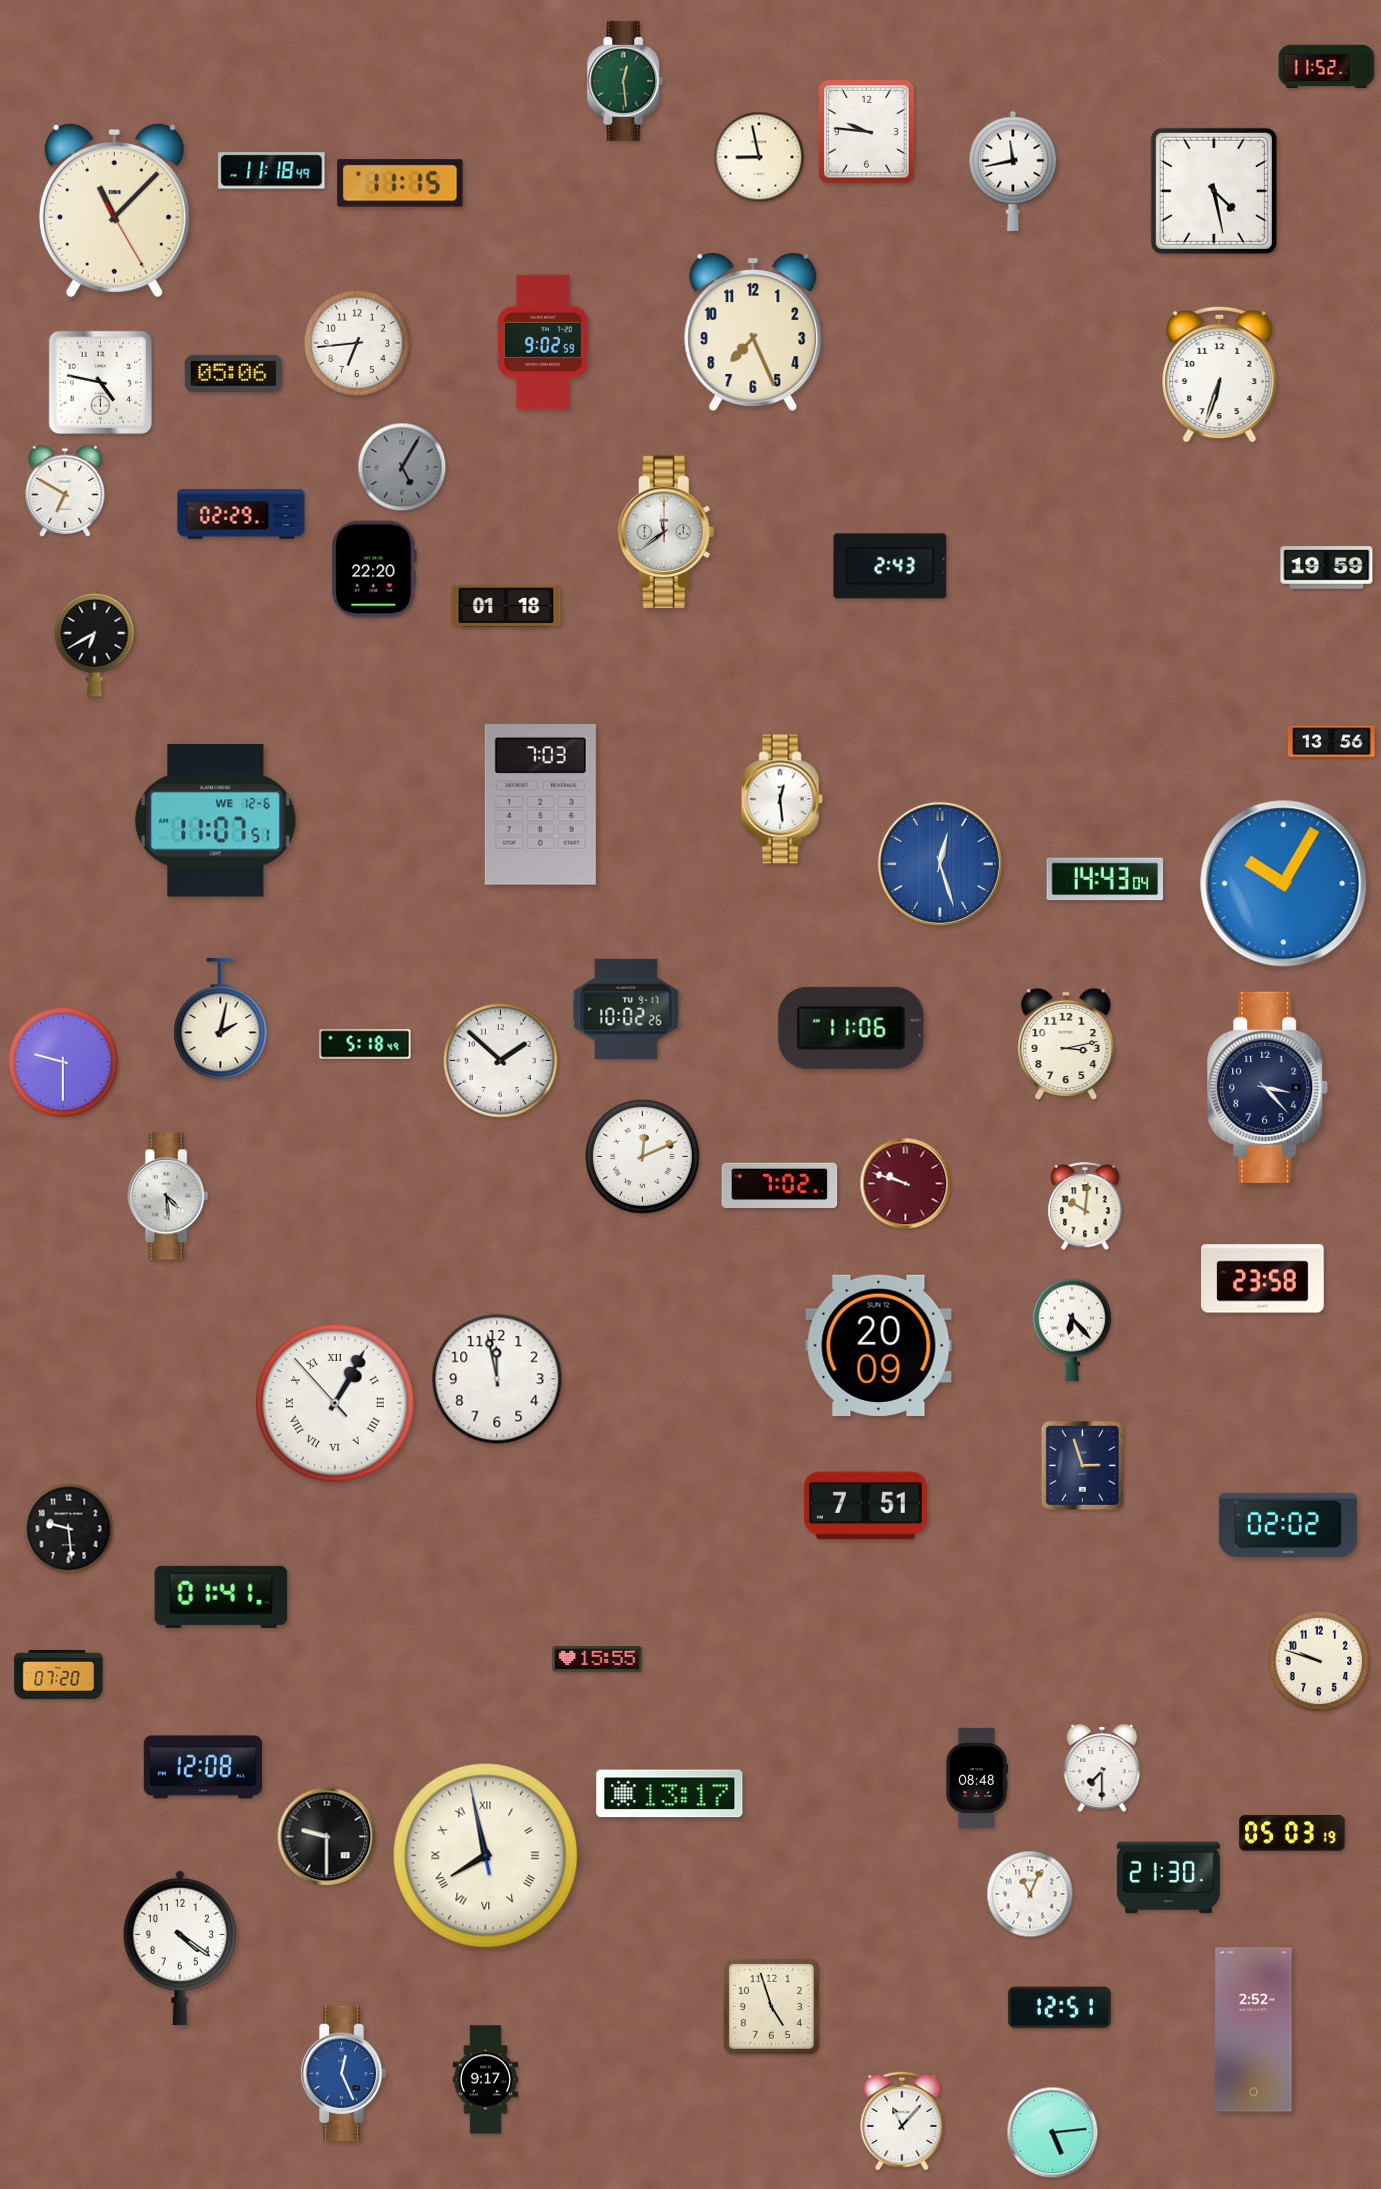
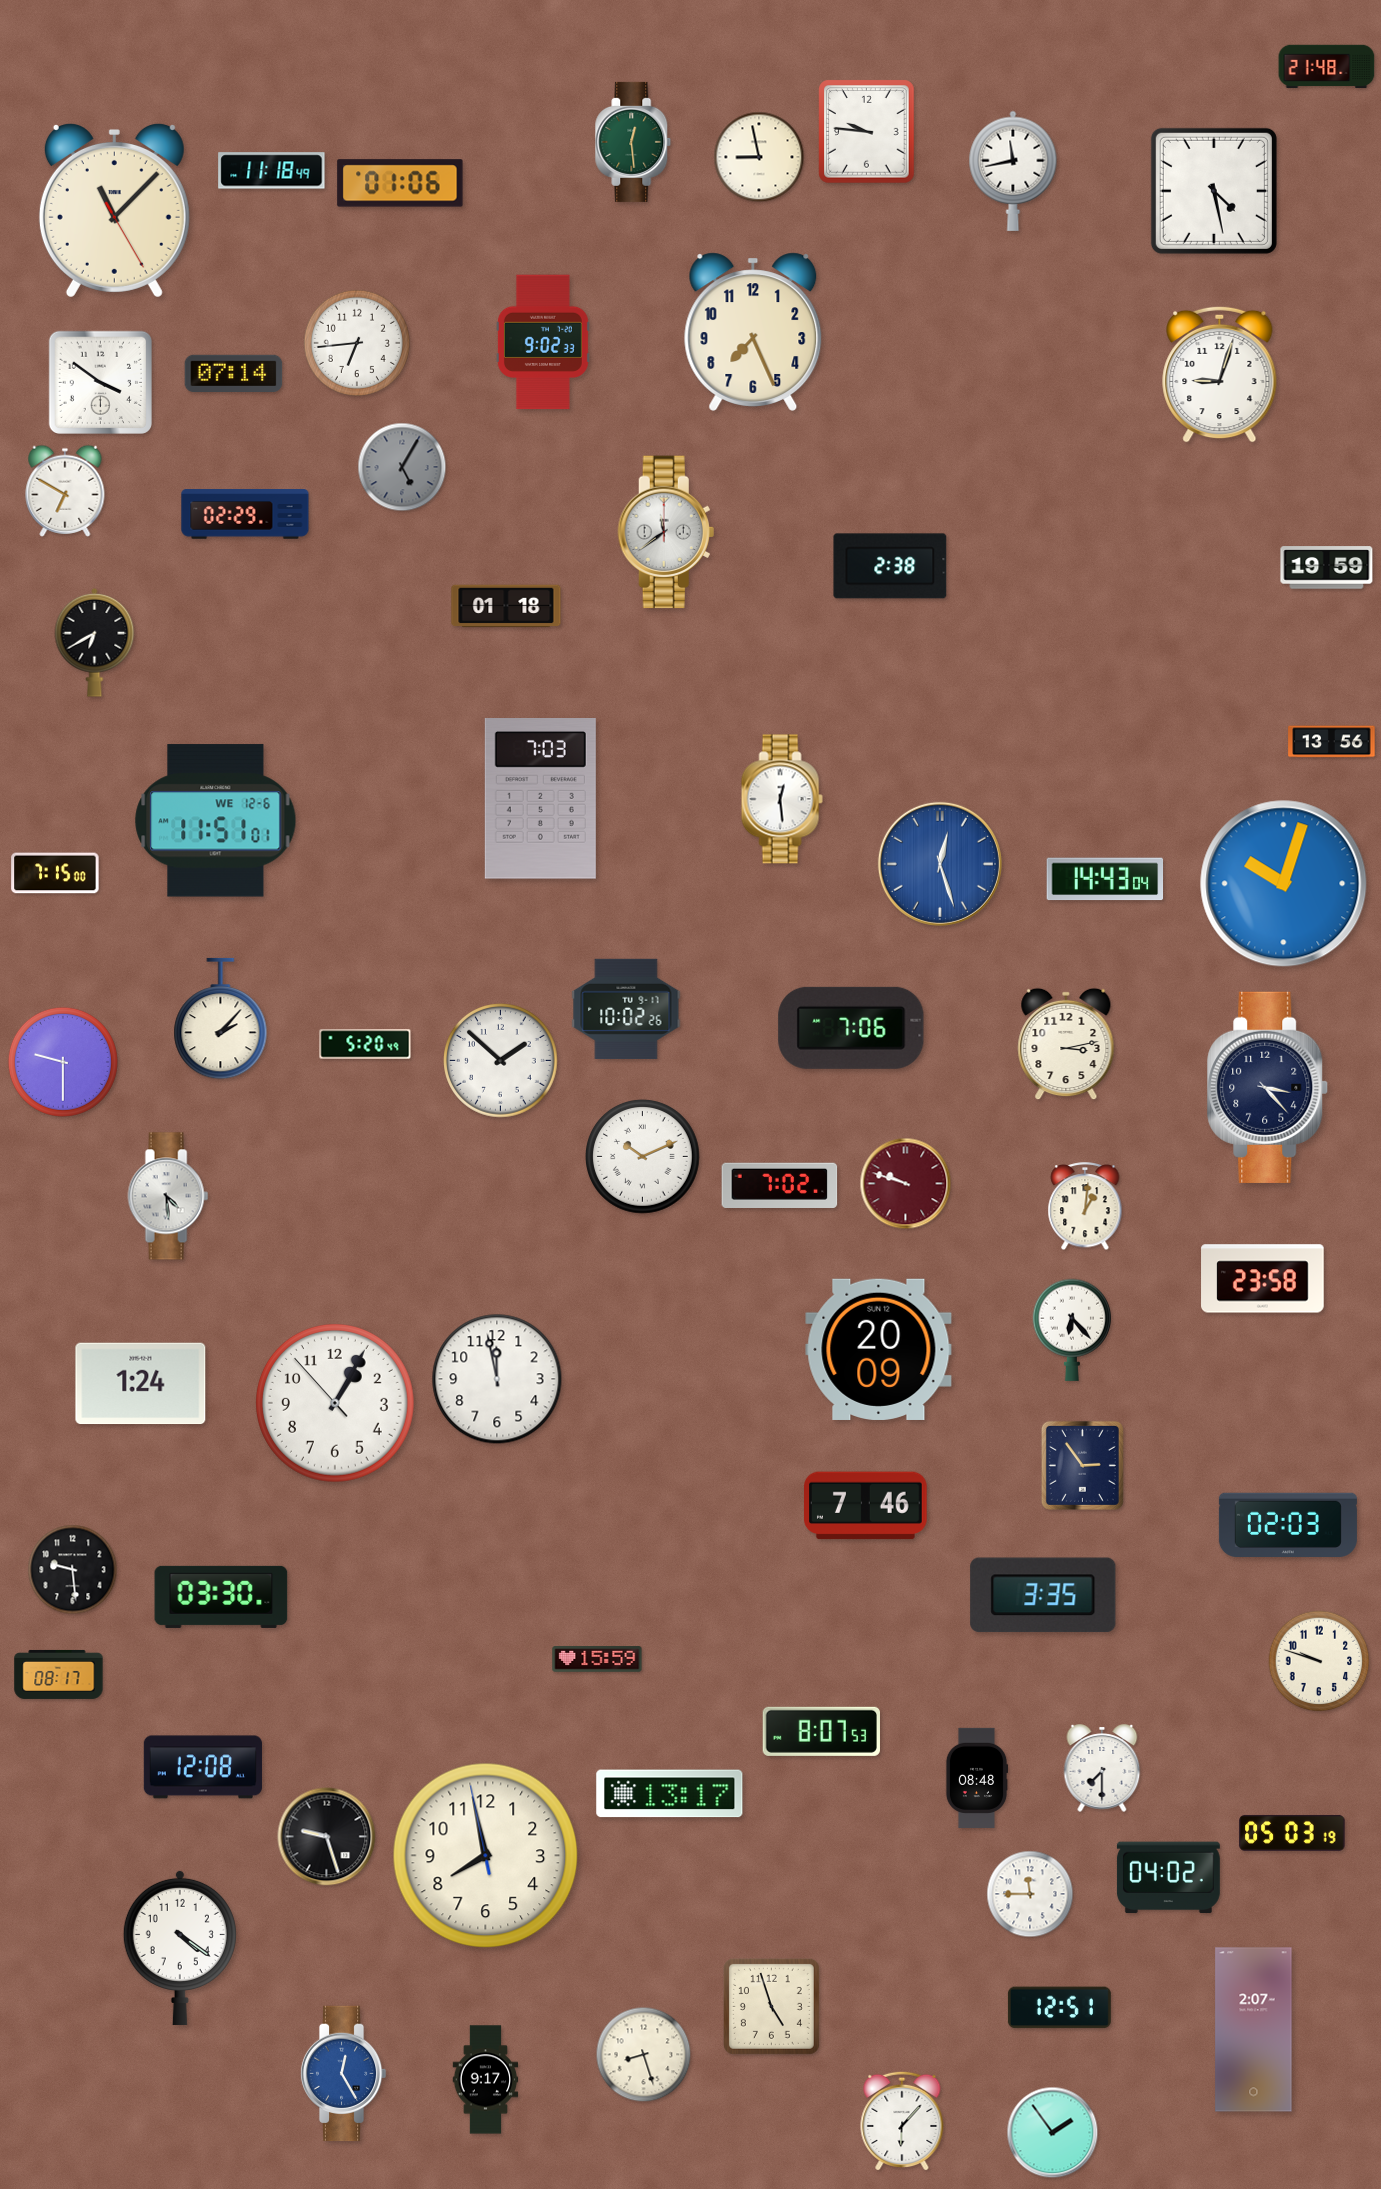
clock at (1327, 67): 11:52 -> 21:48
clock at (625, 81) position: (625, 81) -> (633, 142)
clock at (400, 183): 11:15 -> 01:06
clock at (543, 342): 9:02:59 -> 9:02:33
clock at (234, 374): 05:06 -> 07:14
clock at (1220, 374): 6:33 -> 9:03
clock at (100, 382): 4:47 -> 3:51
clock at (241, 514) position: (241, 514) -> (245, 514)
clock at (890, 566): 2:43 -> 2:38
clock at (374, 569): 22:20 -> none
clock at (540, 805) position: (540, 805) -> (540, 799)
clock at (216, 821): 11:07 -> 11:51
clock at (55, 873): none -> 7:15
clock at (1284, 884): 10:05 -> 10:03
clock at (221, 1019): 2:02 -> 2:07
clock at (851, 1028): 11:06 -> 7:06
clock at (365, 1044): 5:18 -> 5:20
clock at (643, 1157): 12:11 -> 10:11
clock at (1085, 1207): 10:01 -> 1:01
clock at (879, 1345) position: (879, 1345) -> (879, 1349)
clock at (141, 1384): none -> 1:24
clock at (335, 1403) numerals: Roman -> Arabic
clock at (1082, 1465): 2:57 -> 2:54
clock at (866, 1506): 7:51 -> 7:46
clock at (1288, 1524): 02:02 -> 02:03
clock at (69, 1529) position: (69, 1529) -> (73, 1570)
clock at (1043, 1595): none -> 3:35
clock at (221, 1597): 01:41 -> 03:30
clock at (597, 1659): 15:55 -> 15:59
clock at (59, 1674): 07:20 -> 08:17
clock at (821, 1731): none -> 8:07
clock at (327, 1837): 9:30 -> 9:27
clock at (486, 1856) numerals: Roman -> Arabic
clock at (1168, 1878): 21:30 -> 04:02
clock at (1030, 1894): 11:04 -> 11:45
clock at (1254, 2030): 2:52 -> 2:07
clock at (644, 2055): none -> 8:27
clock at (343, 2074): 12:26 -> 12:25
clock at (902, 2121): 11:07 -> 6:07
clock at (1053, 2133): 5:14 -> 1:54
